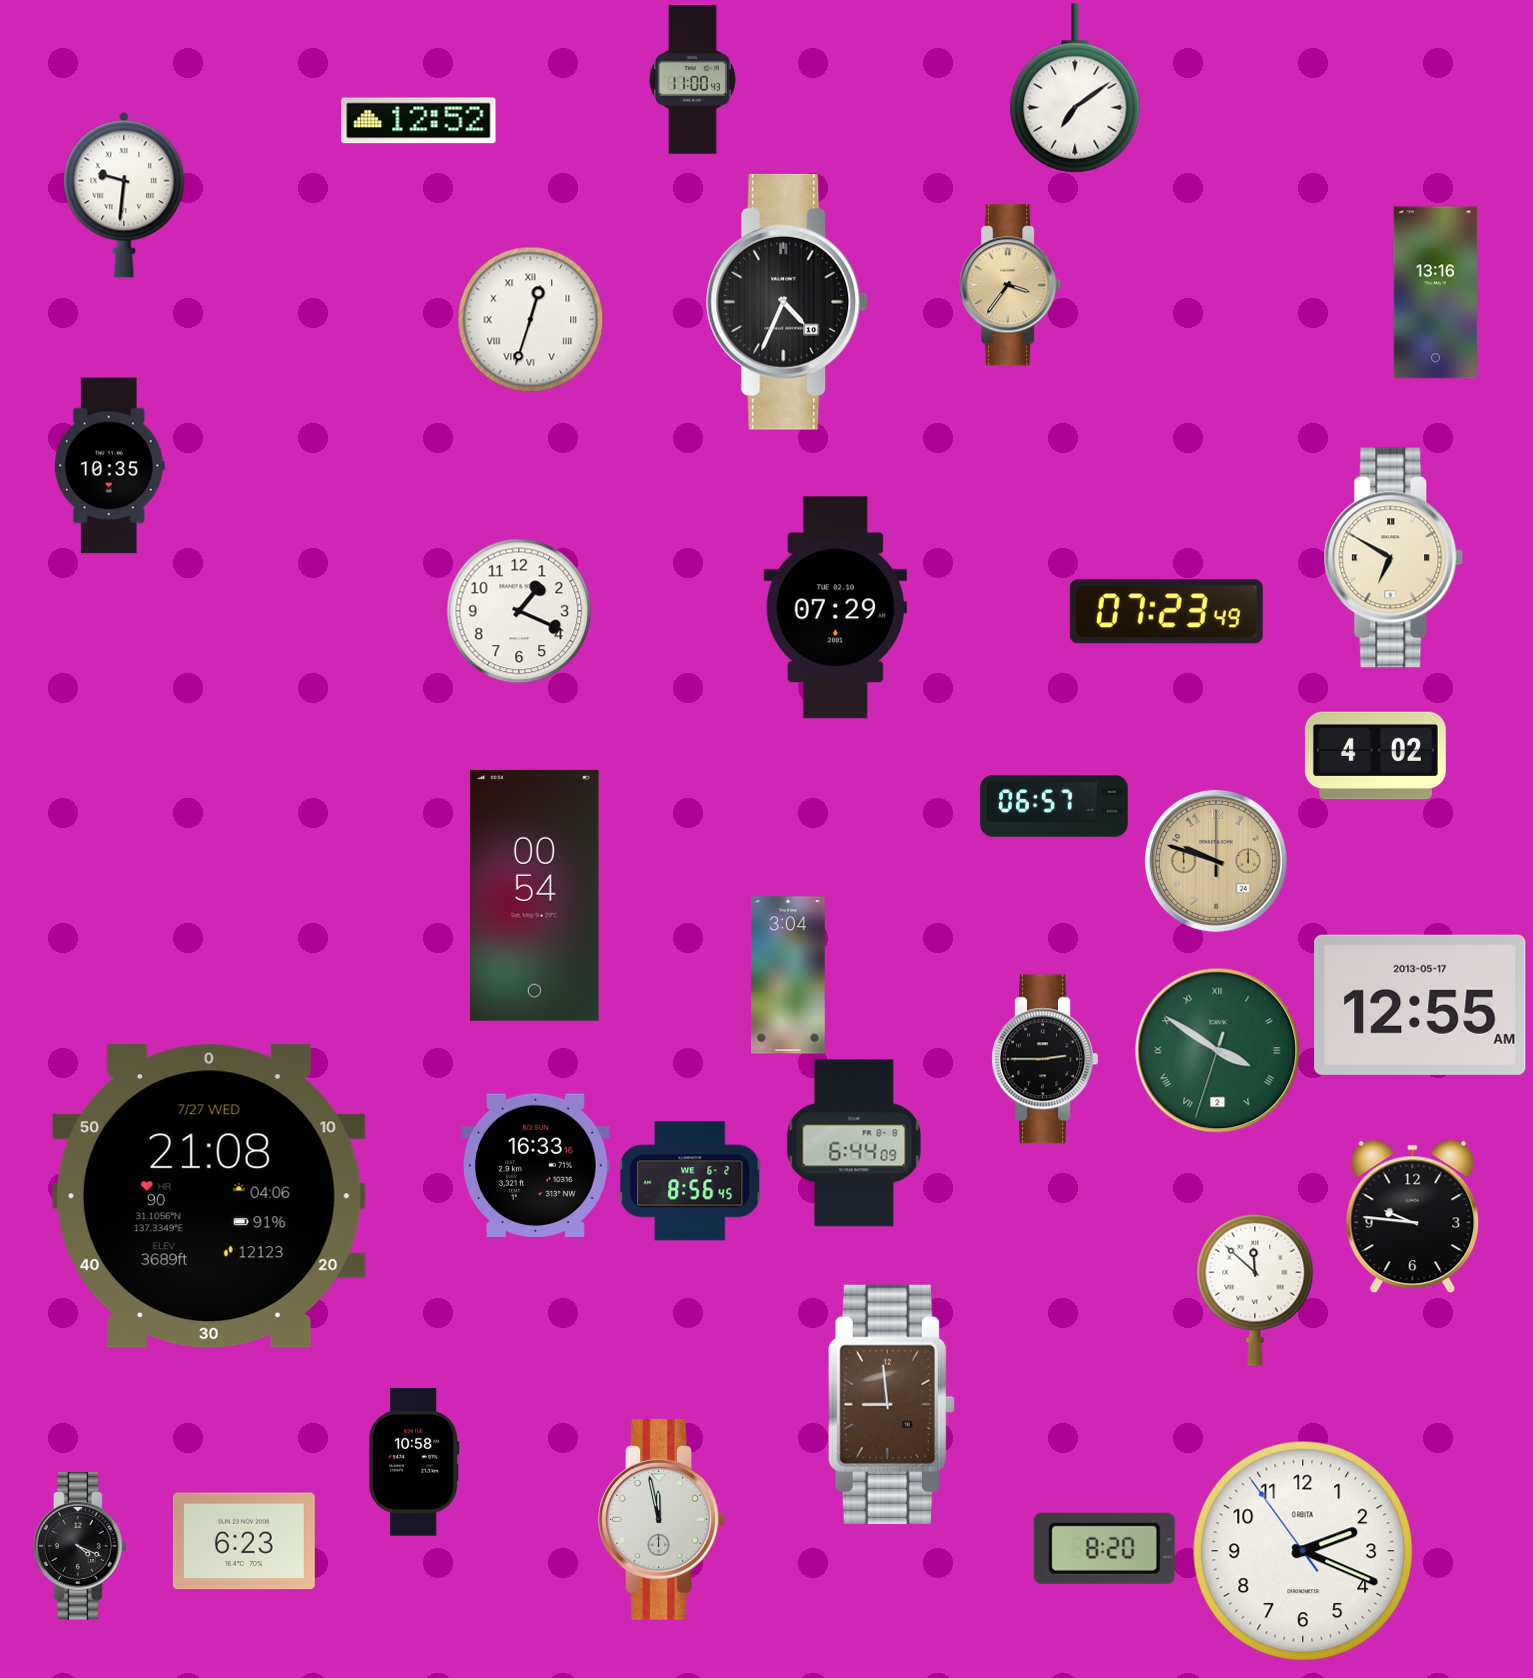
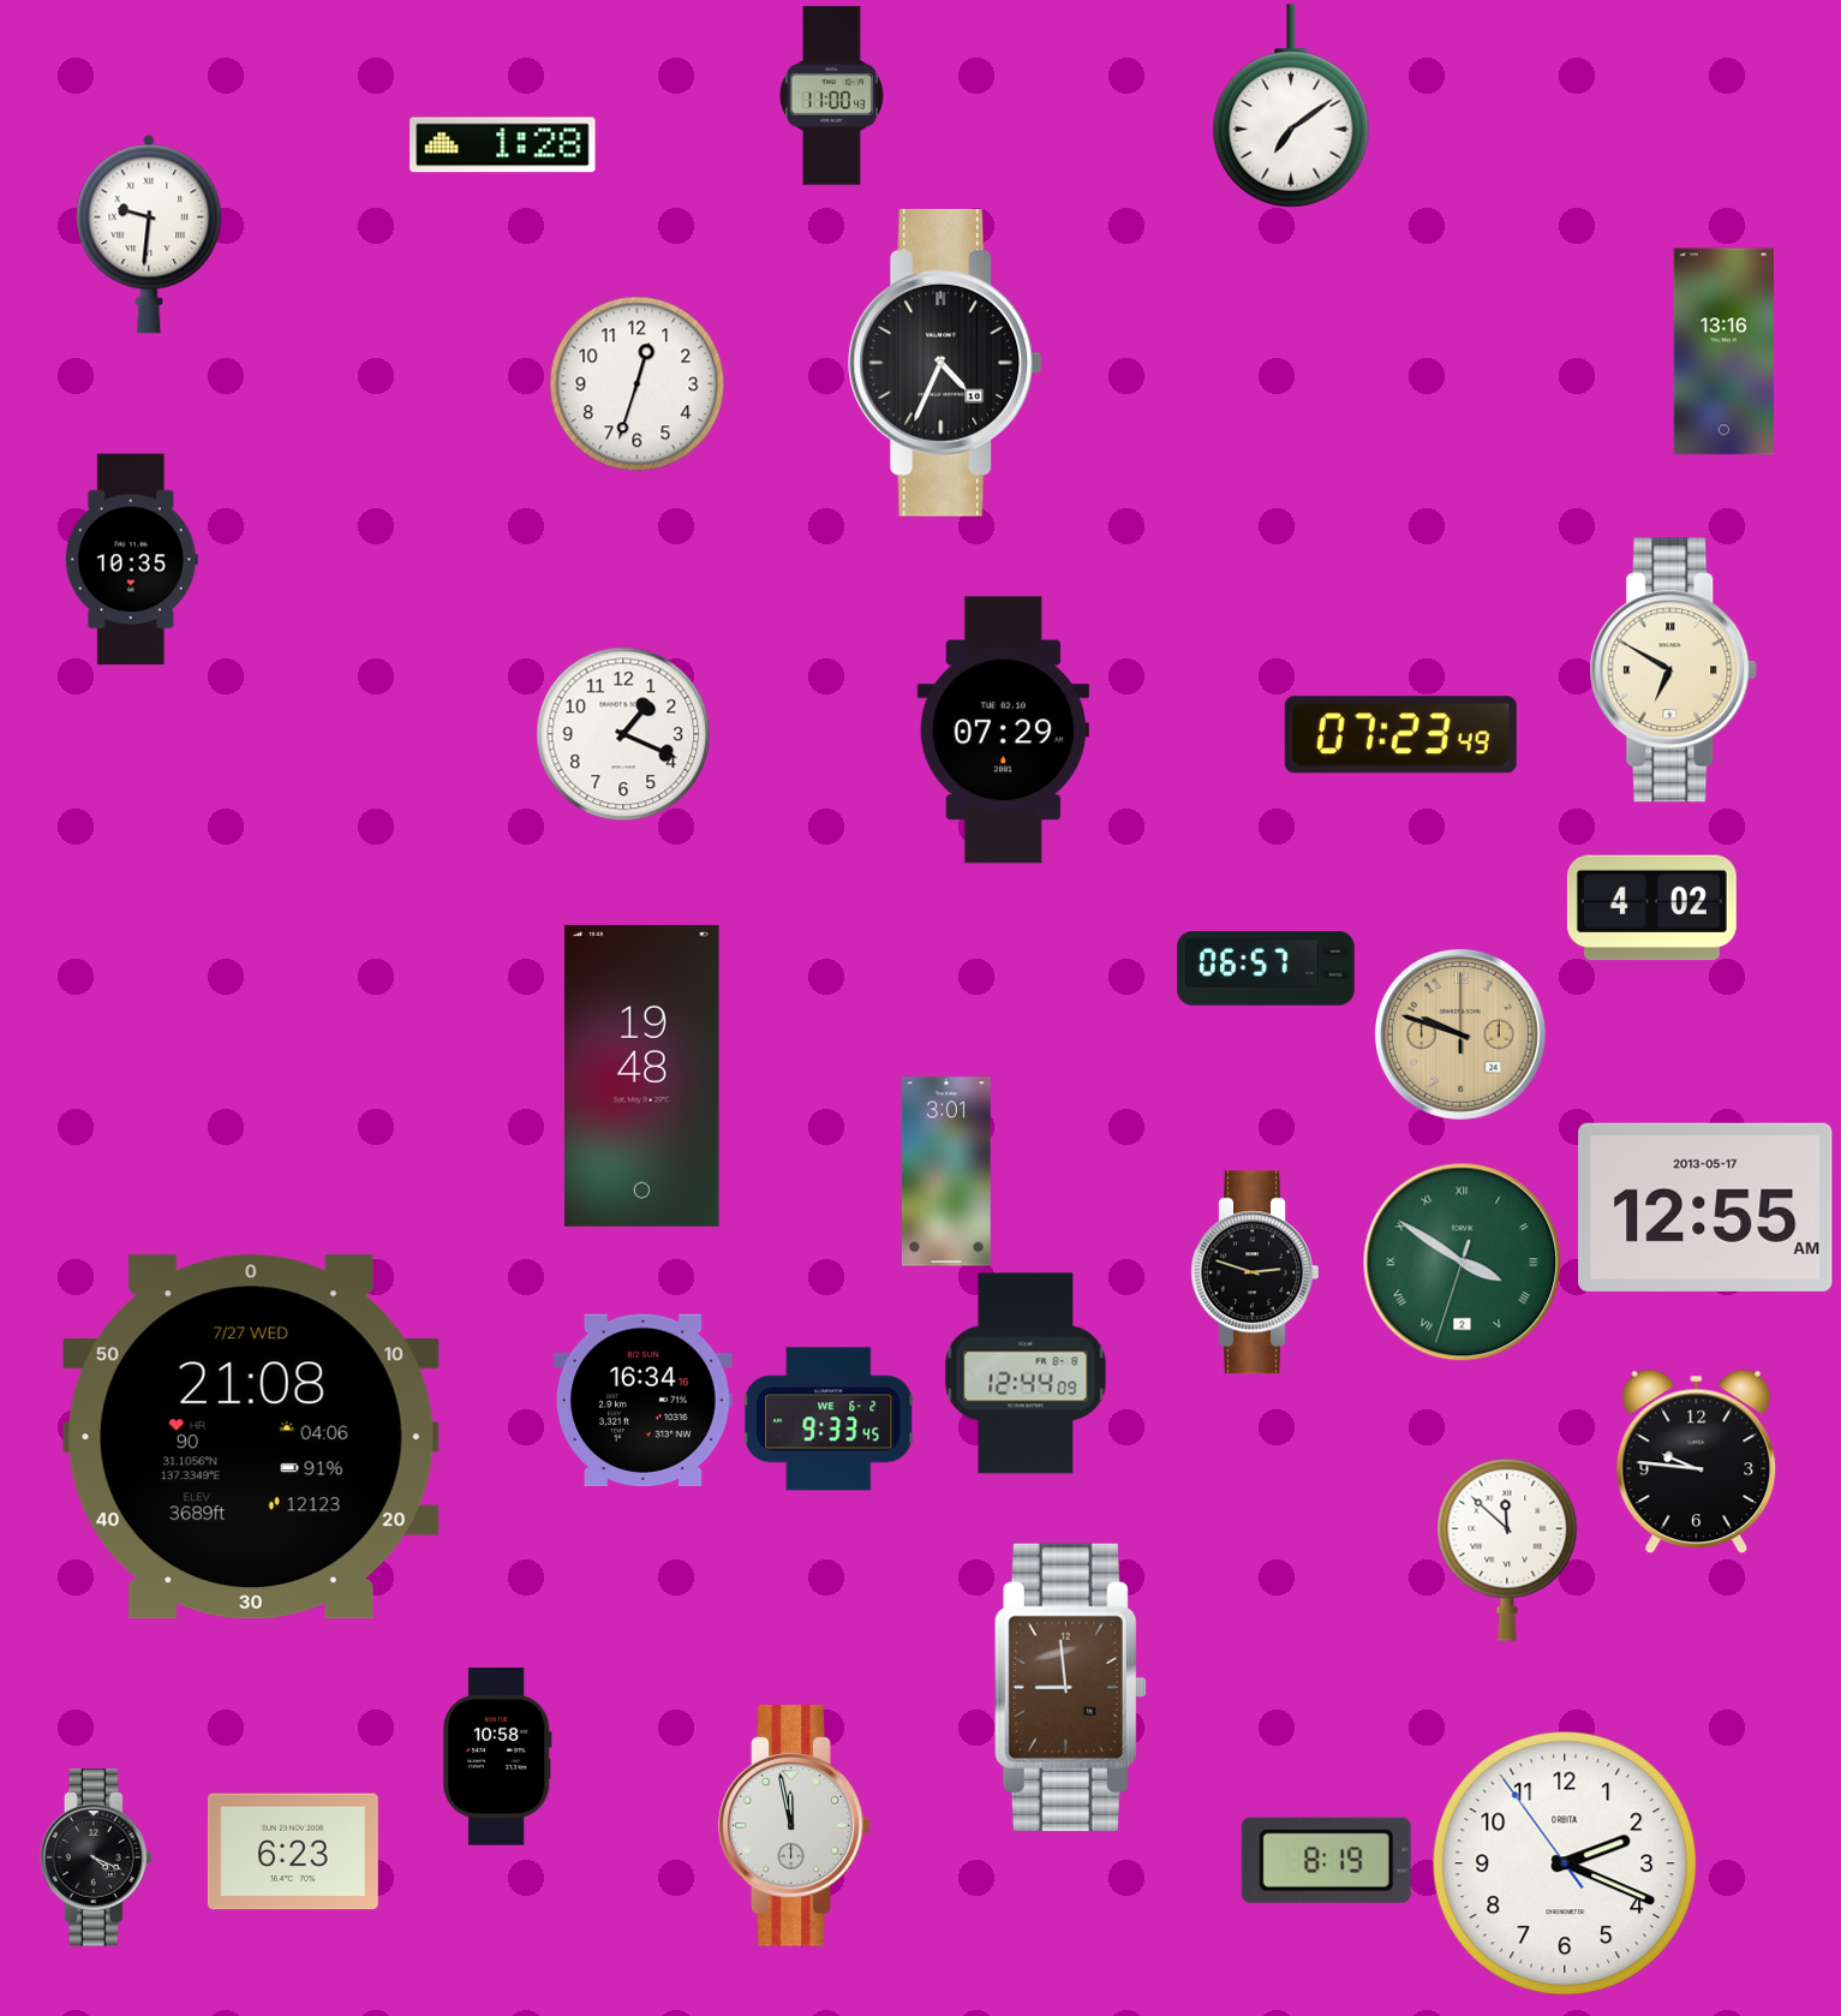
clock at (419, 121): 12:52 -> 1:28
clock at (1011, 285): 3:36 -> none
clock at (531, 320) numerals: Roman -> Arabic
clock at (534, 895): 00:54 -> 19:48
clock at (788, 975): 3:04 -> 3:01
clock at (1045, 1059): 2:45 -> 2:48
clock at (854, 1143): 6:44 -> 12:44
clock at (536, 1165): 16:33 -> 16:34
clock at (690, 1181): 8:56 -> 9:33
clock at (1104, 1548): 8:20 -> 8:19
